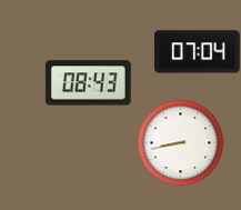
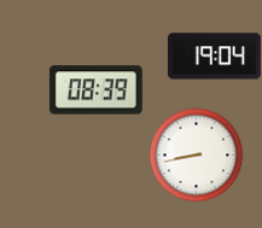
clock at (197, 52): 07:04 -> 19:04
clock at (88, 83): 08:43 -> 08:39
